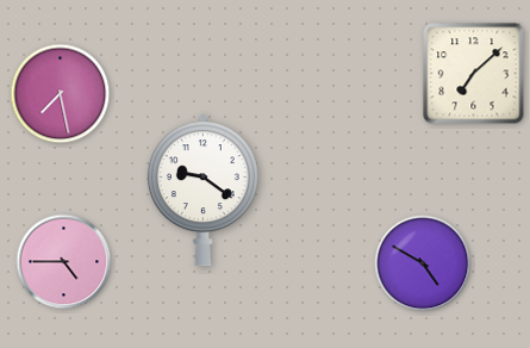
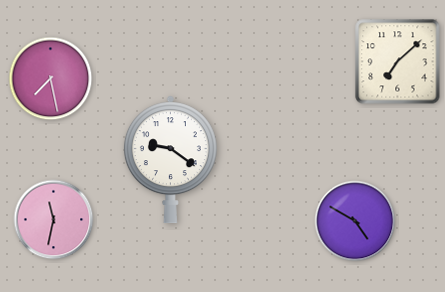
clock at (64, 262): 4:45 -> 11:32
